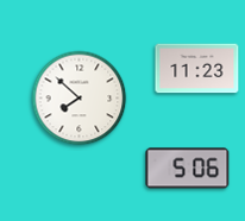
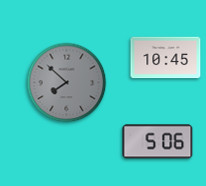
clock at (197, 69): 11:23 -> 10:45
clock at (80, 99) dial: white -> grey
